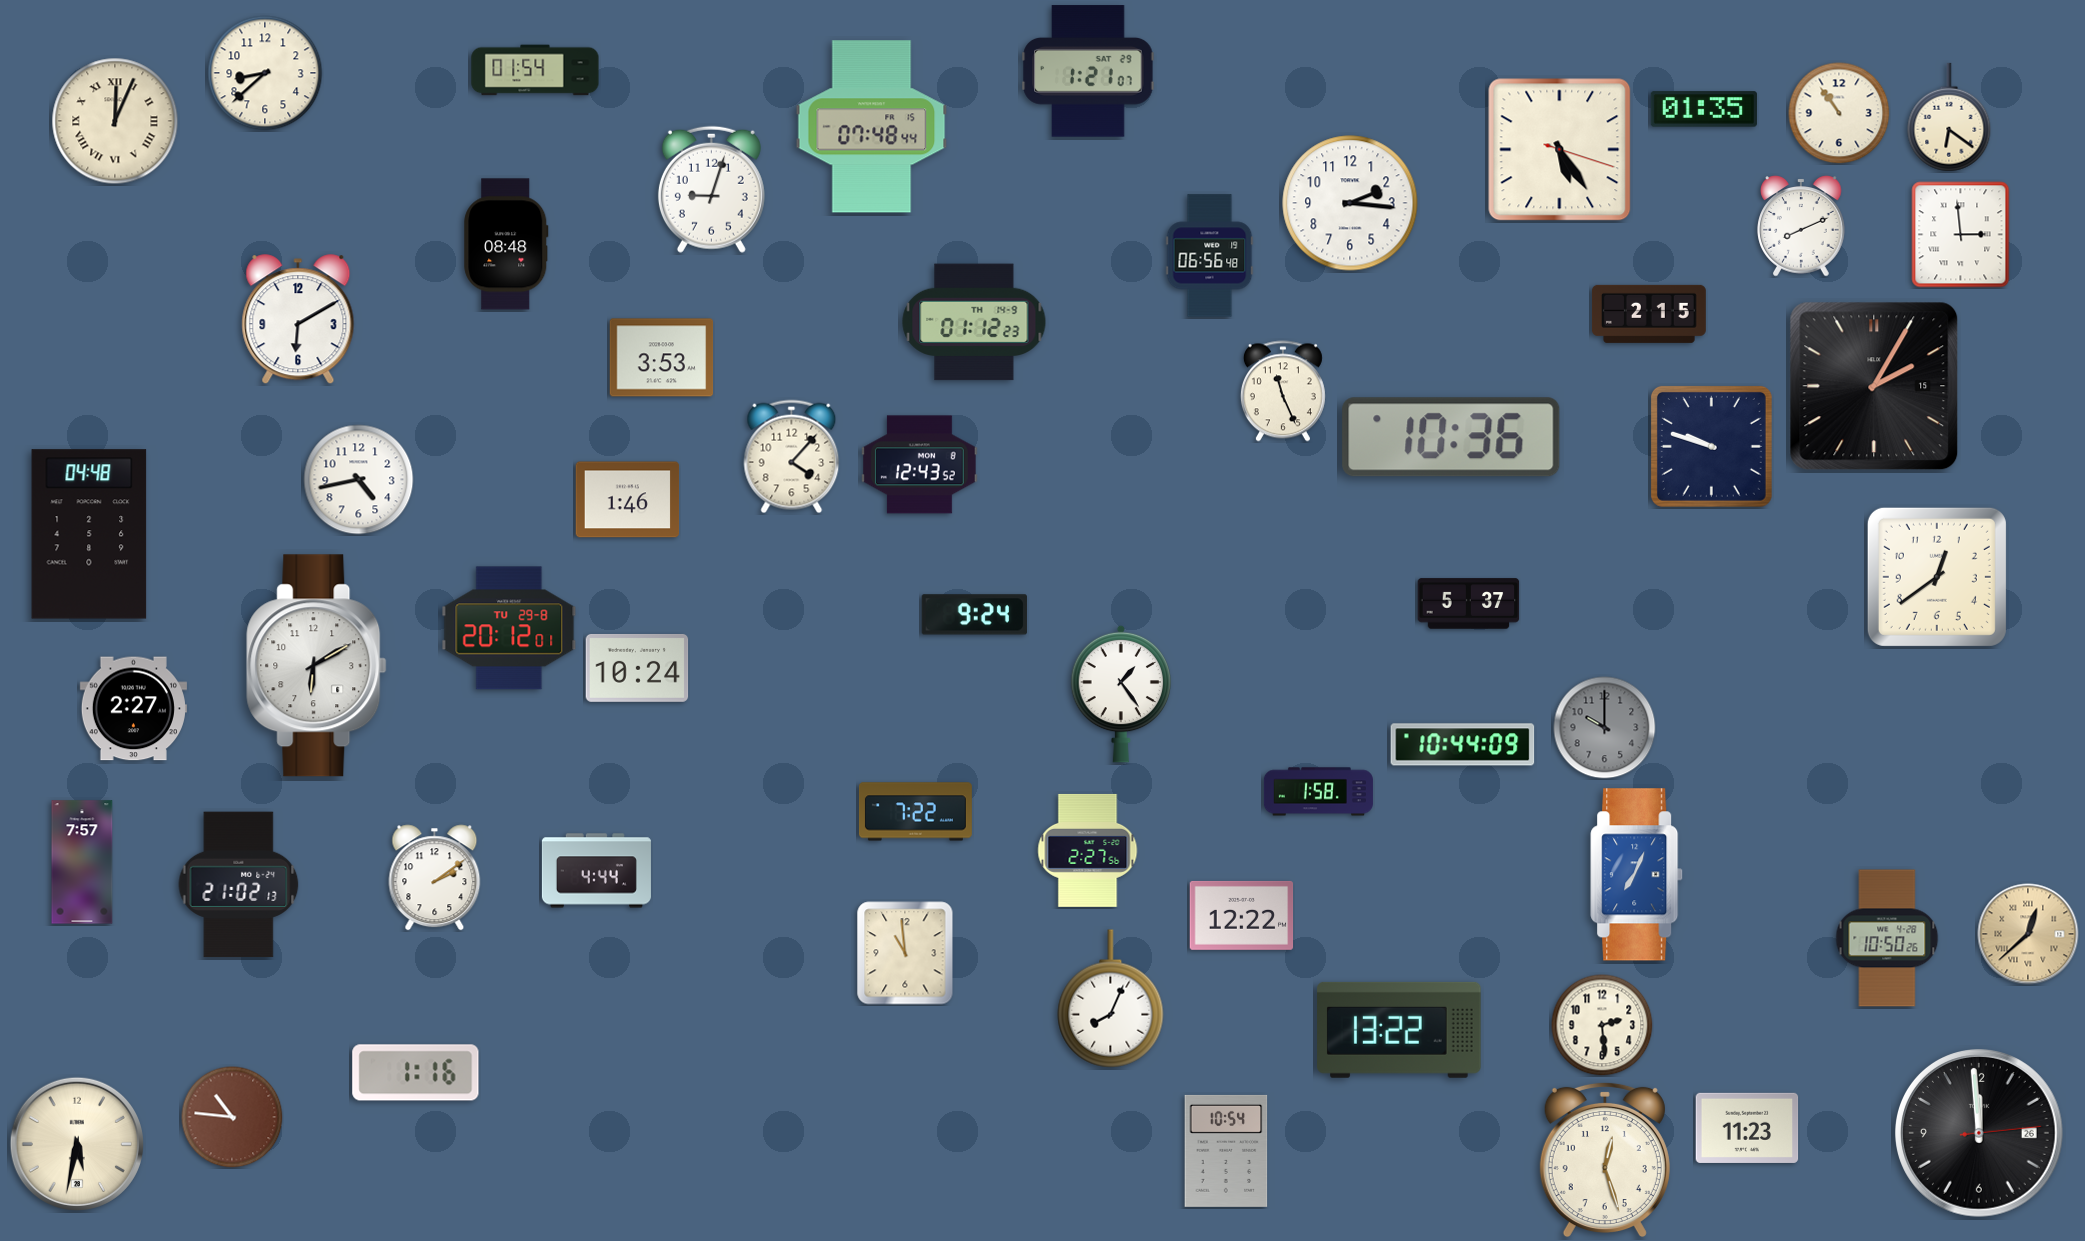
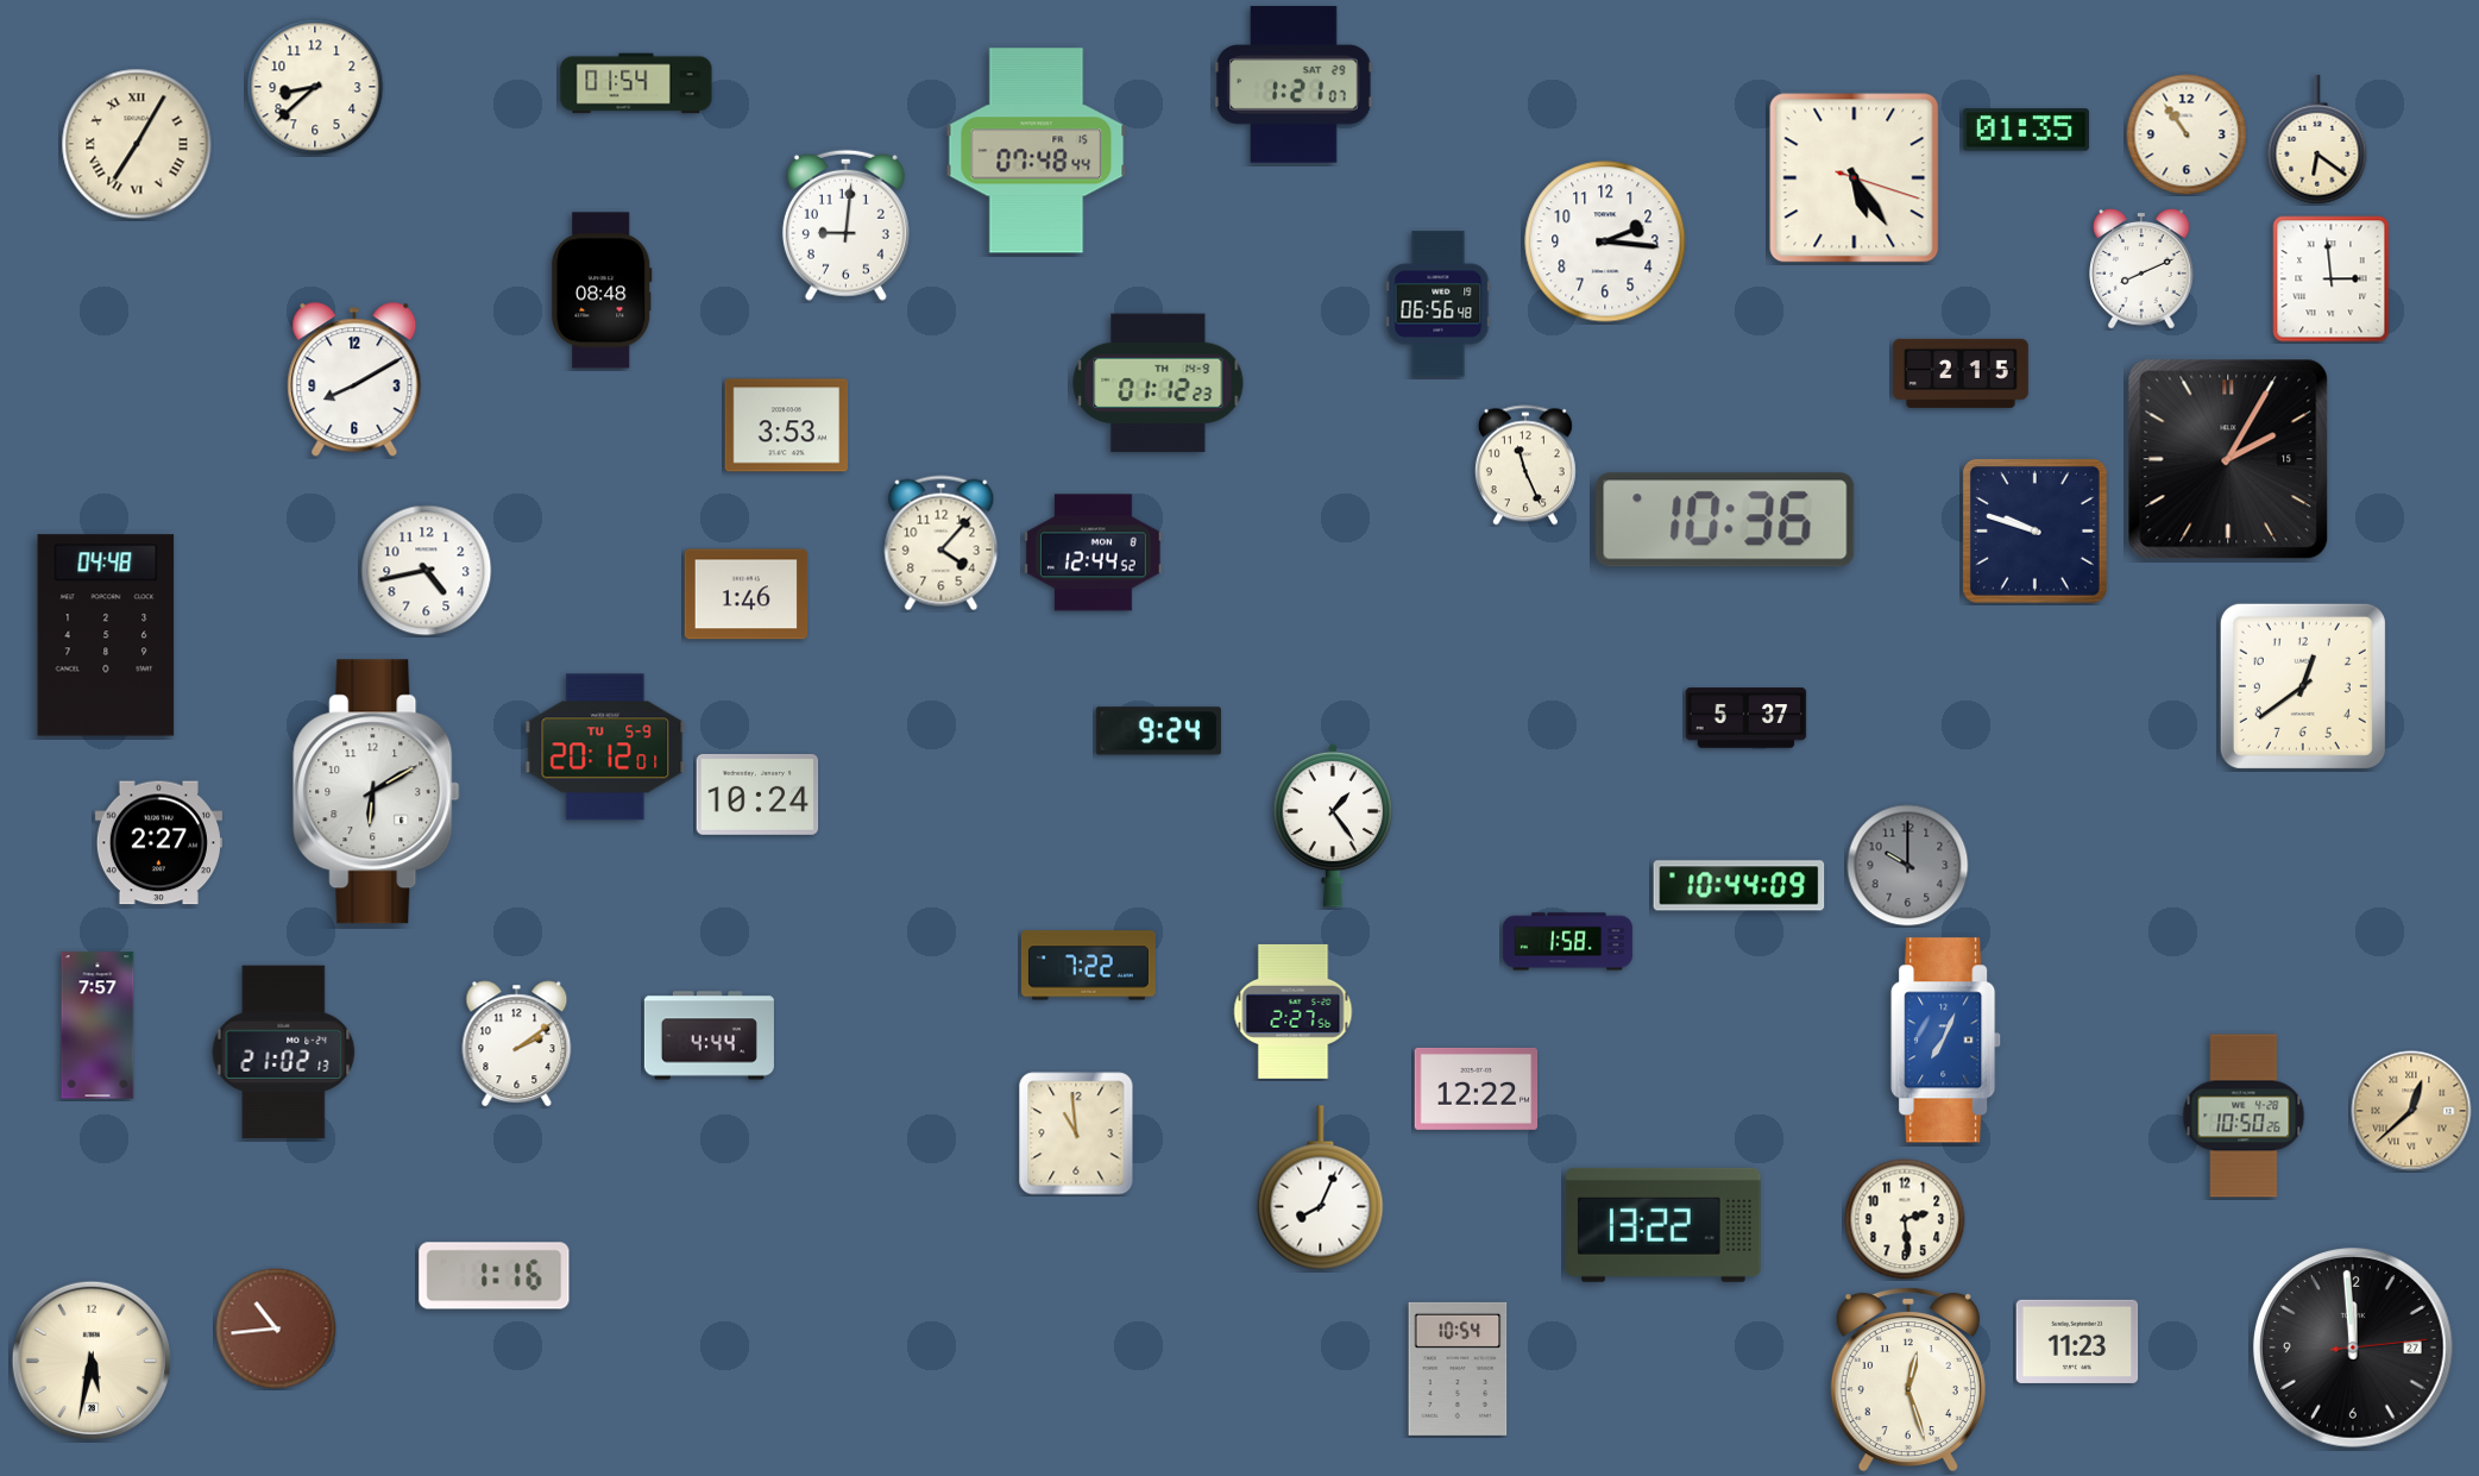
clock at (115, 121): 12:04 -> 7:05
clock at (711, 189): 9:03 -> 9:01
clock at (298, 320): 6:10 -> 8:10
clock at (920, 465): 12:43 -> 12:44
clock at (509, 628) date: TU 29-8 -> TU 5-9
clock at (232, 1117): 10:46 -> 10:44
clock at (1980, 1134) date: 26 -> 27
